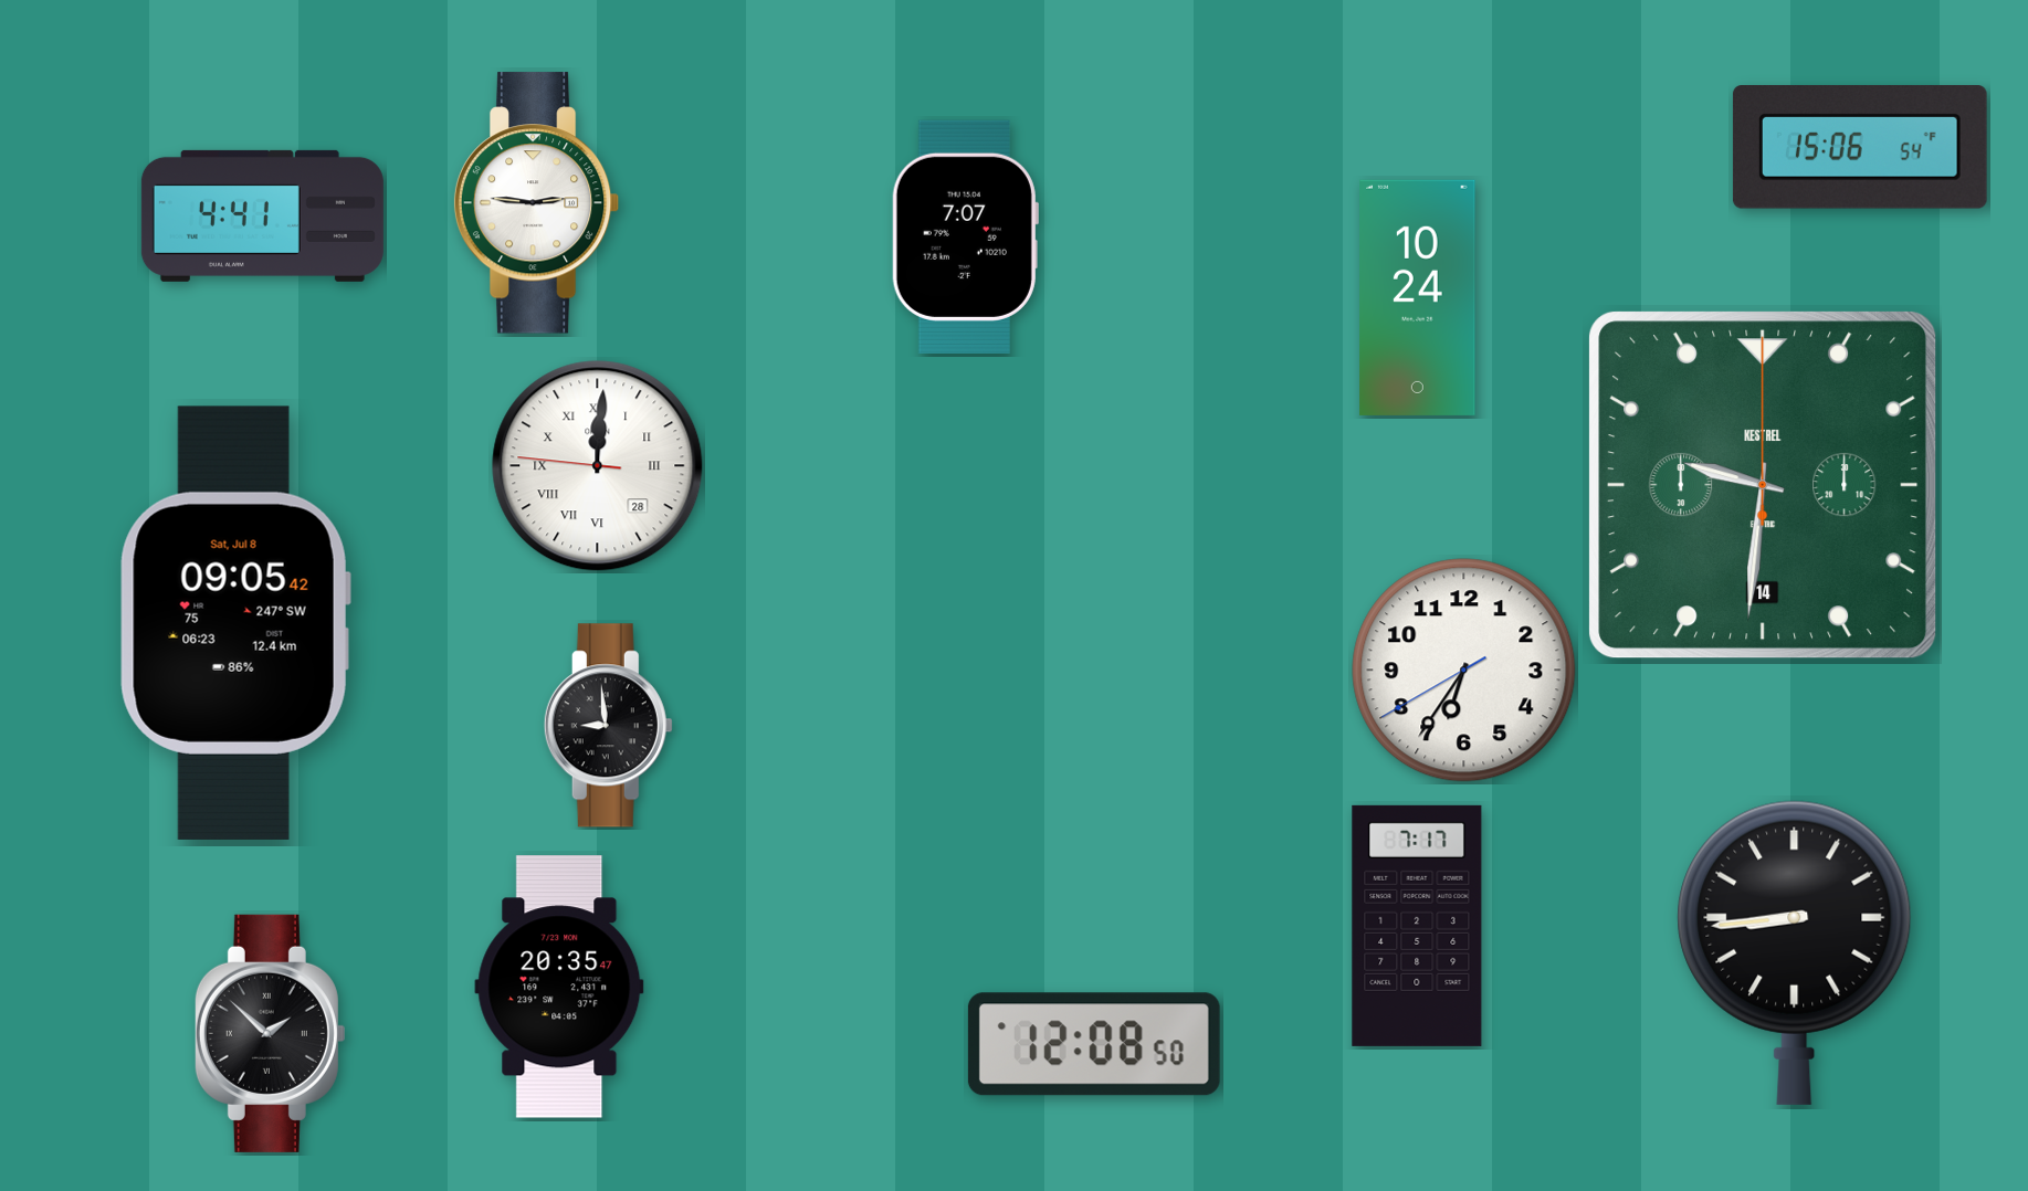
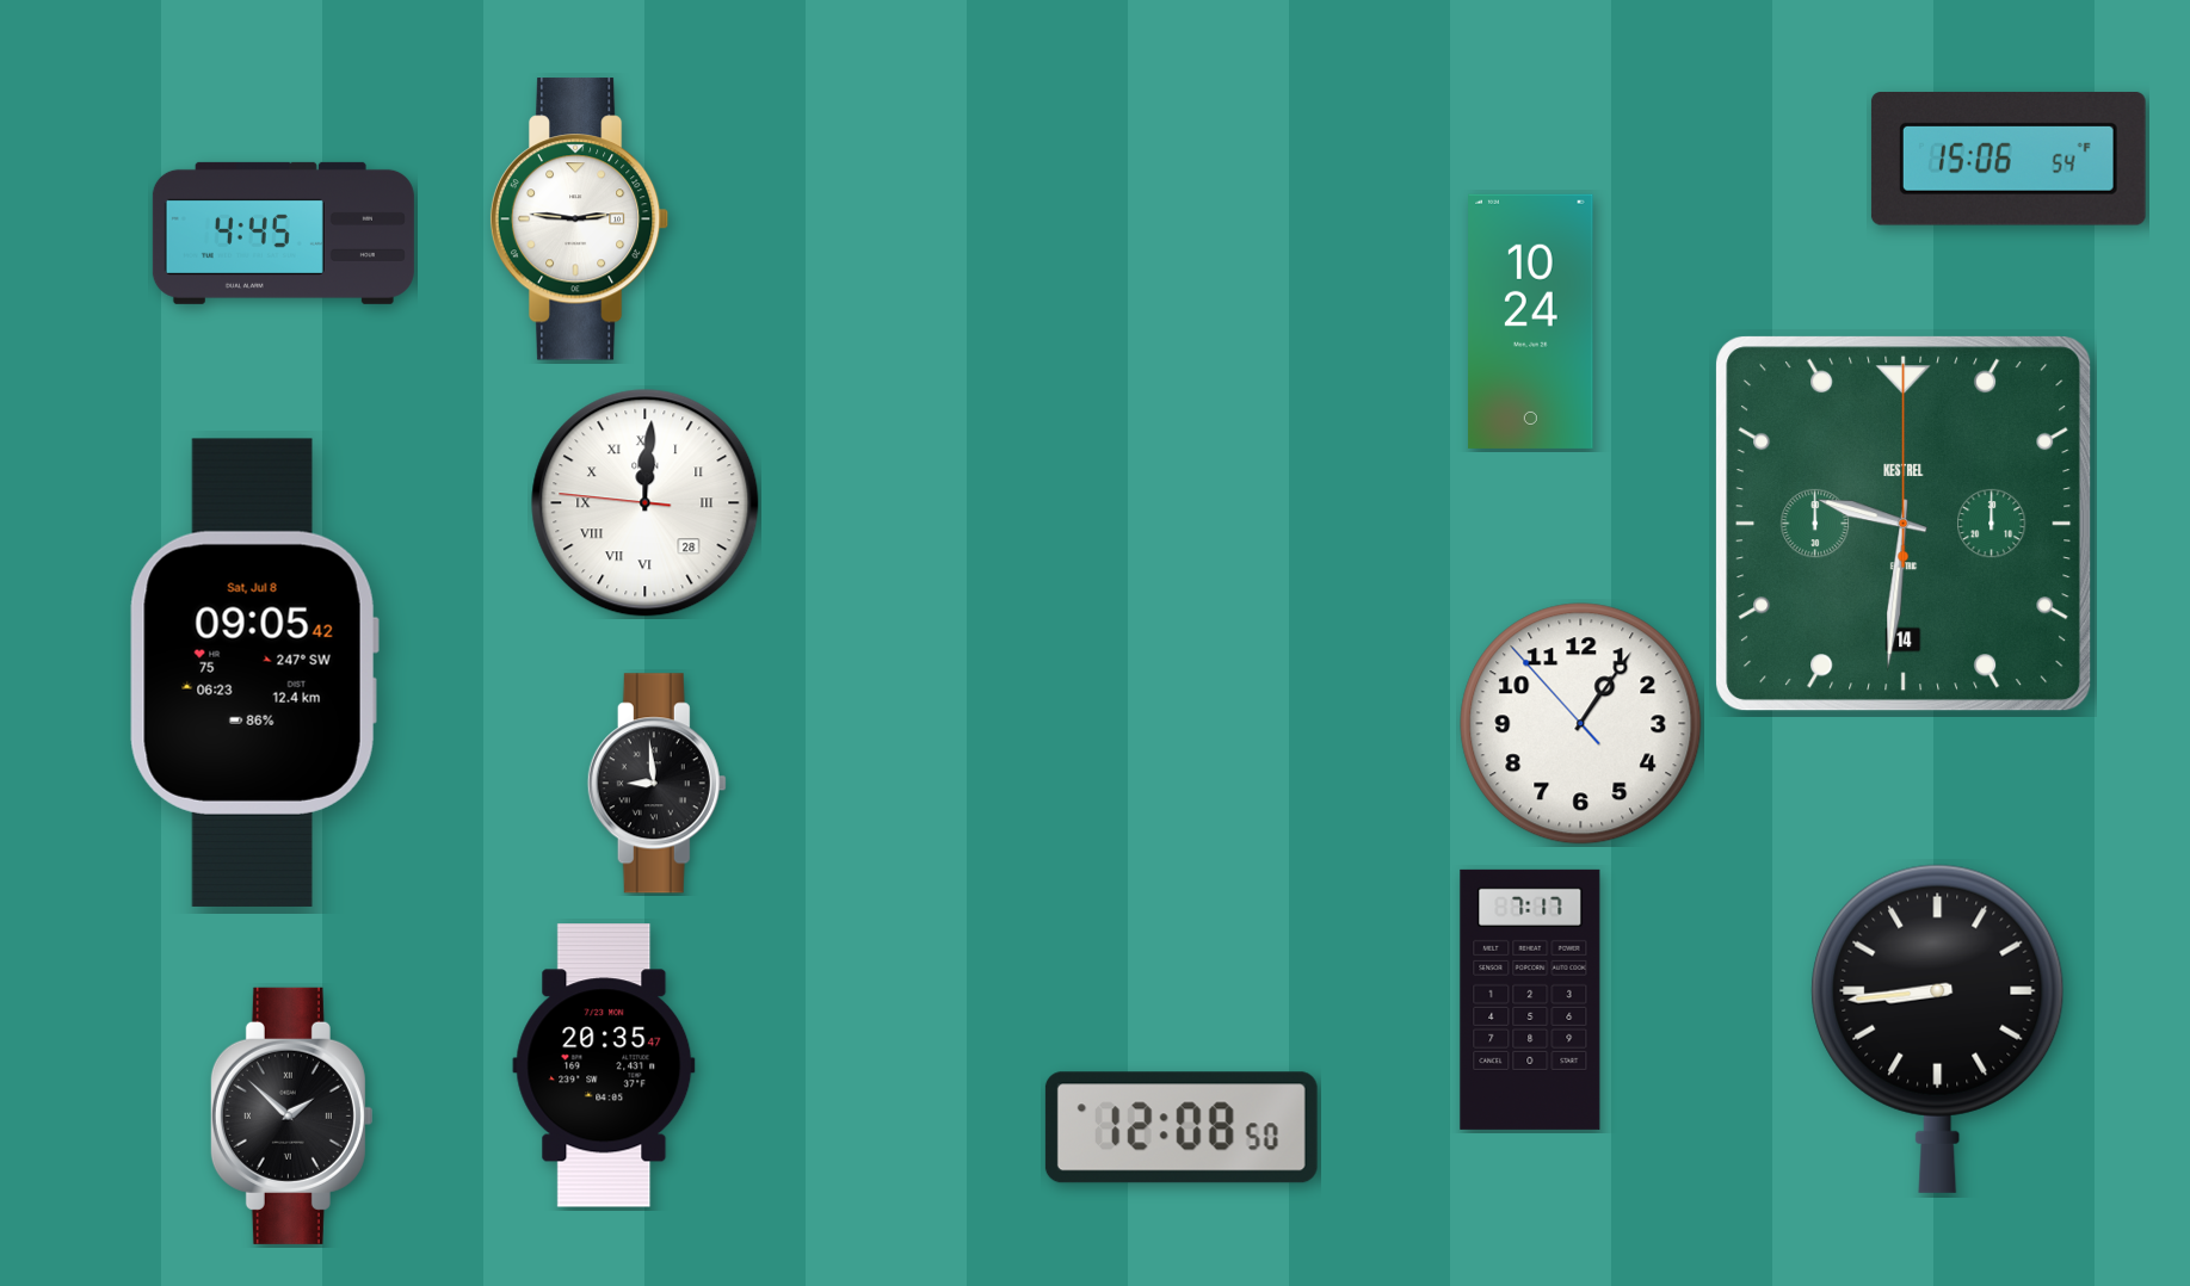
clock at (262, 215): 4:41 -> 4:45
clock at (965, 236): 7:07 -> none
clock at (1464, 671): 6:35 -> 1:05
